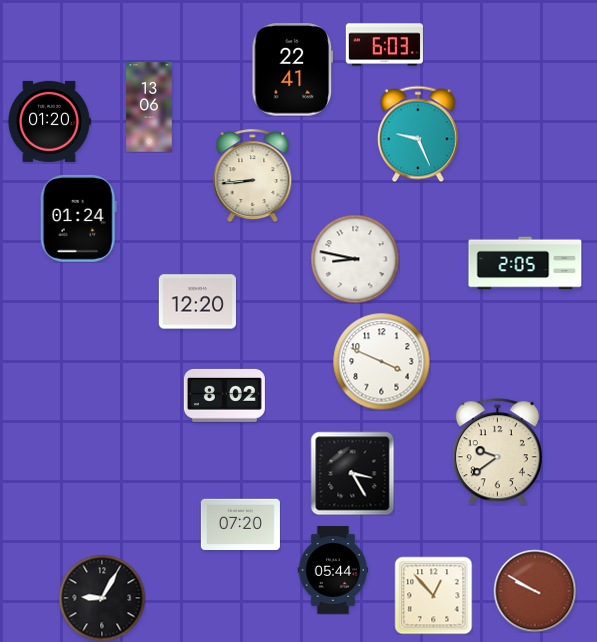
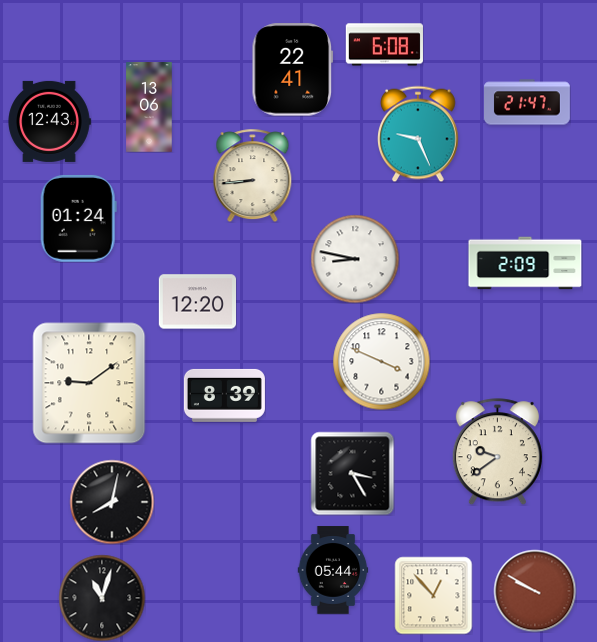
clock at (384, 45): 6:03 -> 6:08
clock at (528, 102): none -> 21:47
clock at (49, 121): 01:20 -> 12:43
clock at (525, 263): 2:05 -> 2:09
clock at (89, 383): none -> 9:09
clock at (224, 395): 8:02 -> 8:39
clock at (112, 502): none -> 8:02
clock at (240, 524): 07:20 -> none
clock at (102, 598): 9:05 -> 11:03
